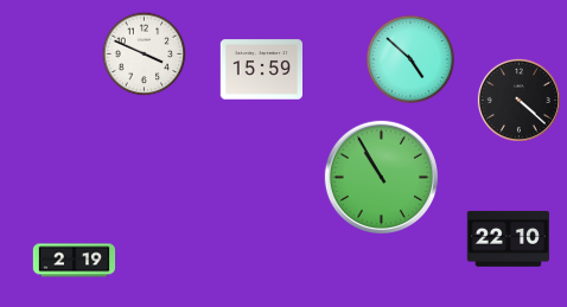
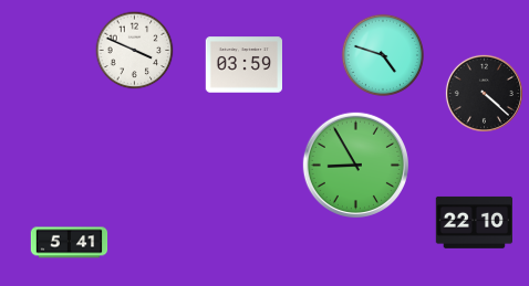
clock at (410, 59): 4:52 -> 4:48
clock at (262, 70): 15:59 -> 03:59
clock at (381, 177): 10:55 -> 8:55
clock at (75, 261): 2:19 -> 5:41
